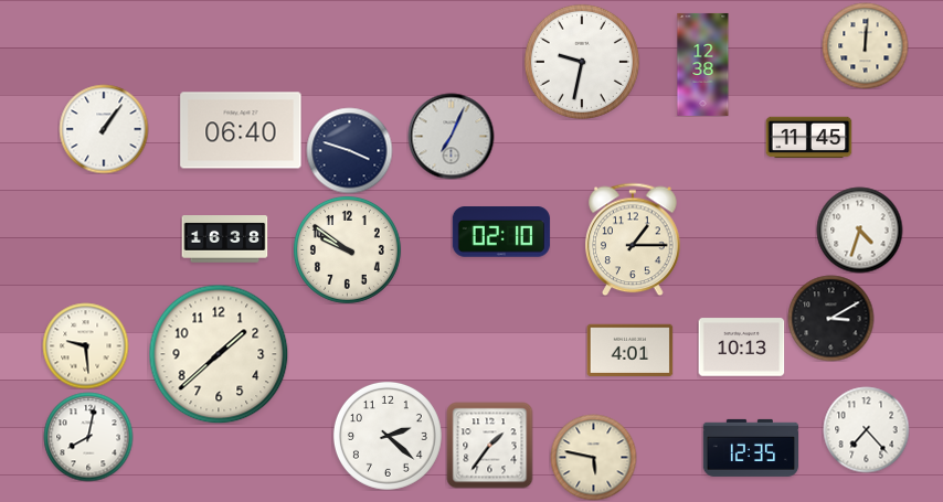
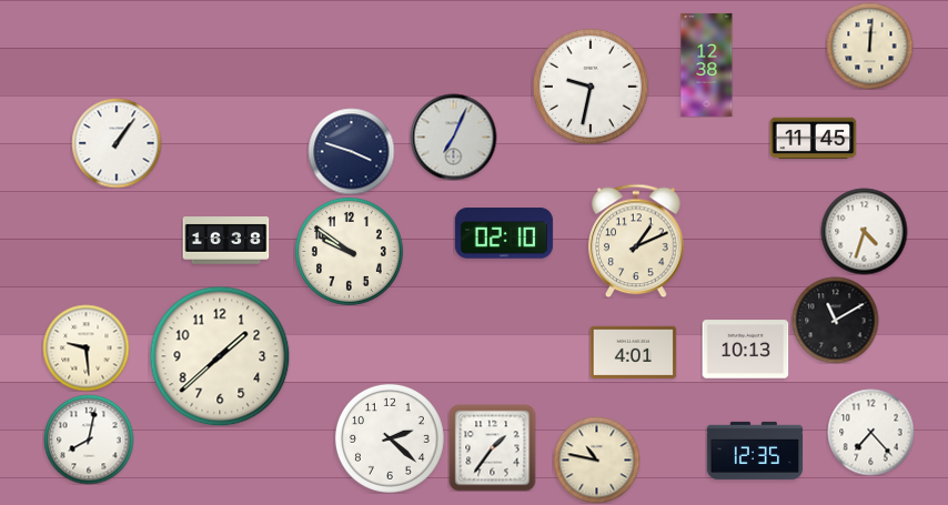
clock at (582, 62) position: (582, 62) -> (591, 87)
clock at (104, 129) position: (104, 129) -> (117, 143)
clock at (241, 130): 06:40 -> none
clock at (633, 239): 1:15 -> 1:11
clock at (830, 318): 3:10 -> 11:10
clock at (593, 457): 5:47 -> 10:47
